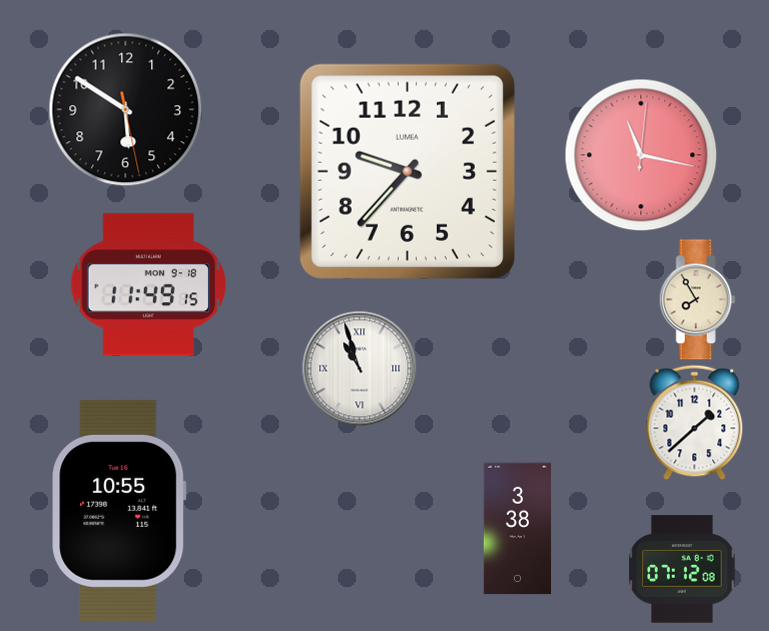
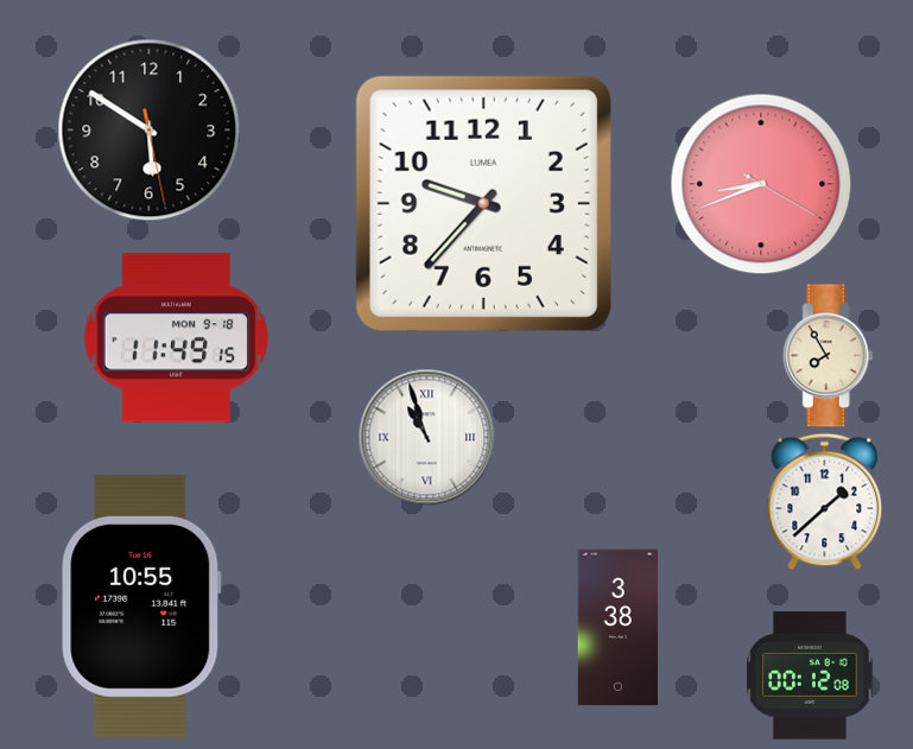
clock at (641, 155): 11:17 -> 8:41
clock at (518, 529) position: (518, 529) -> (619, 628)
clock at (682, 569): 07:12 -> 00:12
